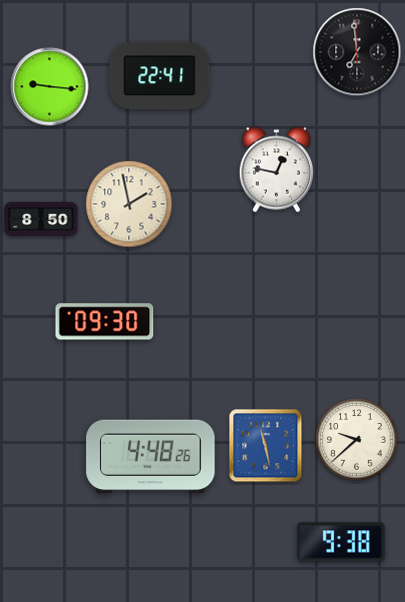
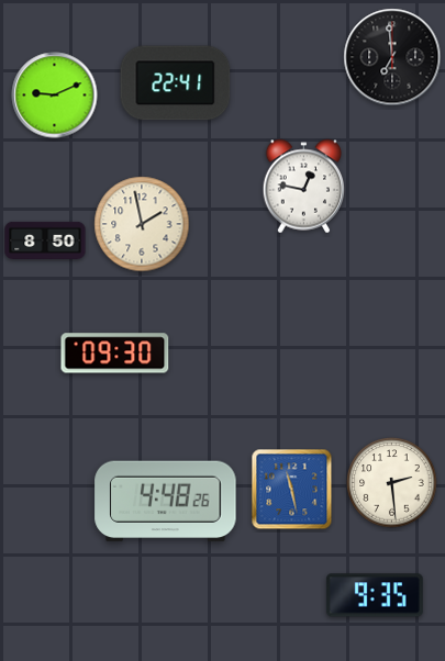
clock at (50, 87): 9:16 -> 9:11
clock at (357, 440): 9:38 -> 2:29
clock at (341, 542): 9:38 -> 9:35
